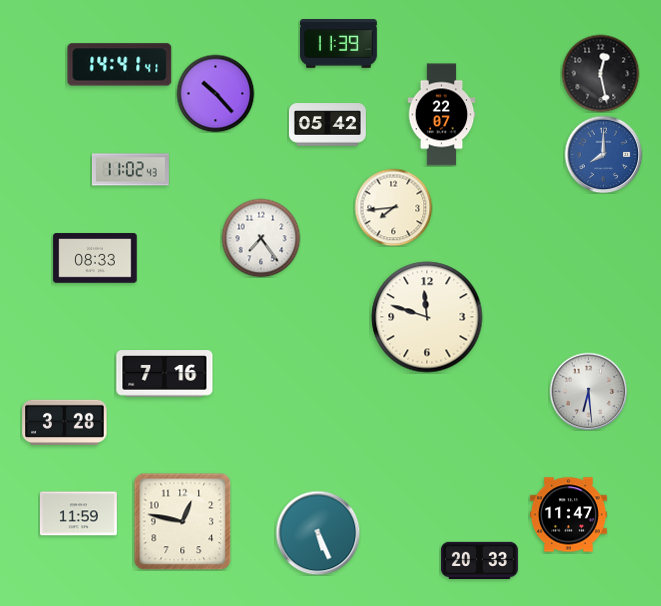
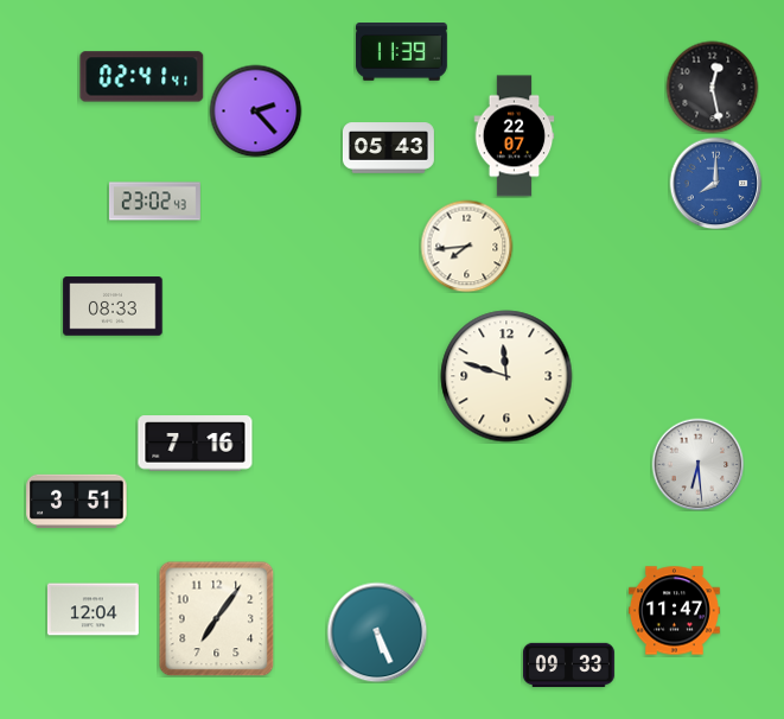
clock at (120, 65): 14:41 -> 02:41
clock at (215, 93): 10:23 -> 2:23
clock at (442, 115) position: (442, 115) -> (515, 136)
clock at (327, 125): 05:42 -> 05:43
clock at (130, 170): 11:02 -> 23:02
clock at (261, 238): 7:24 -> none
clock at (65, 422): 3:28 -> 3:51
clock at (78, 514): 11:59 -> 12:04
clock at (182, 521): 12:47 -> 7:06
clock at (479, 560): 20:33 -> 09:33
